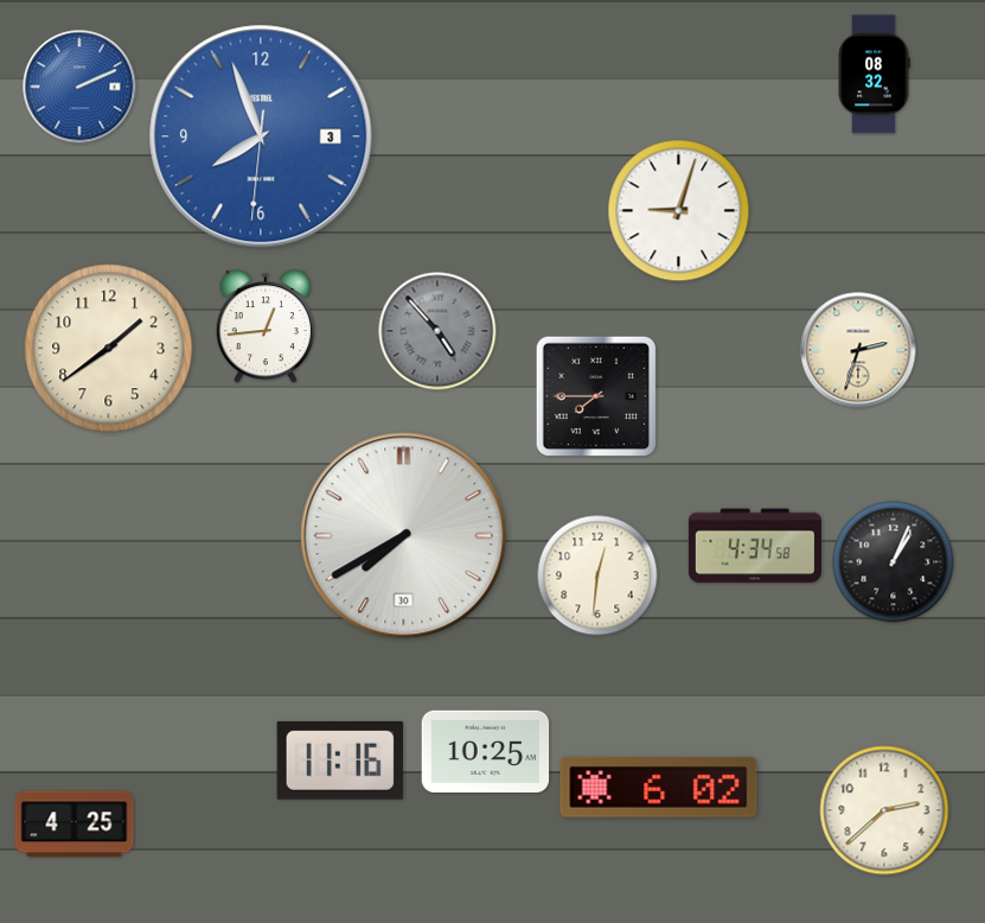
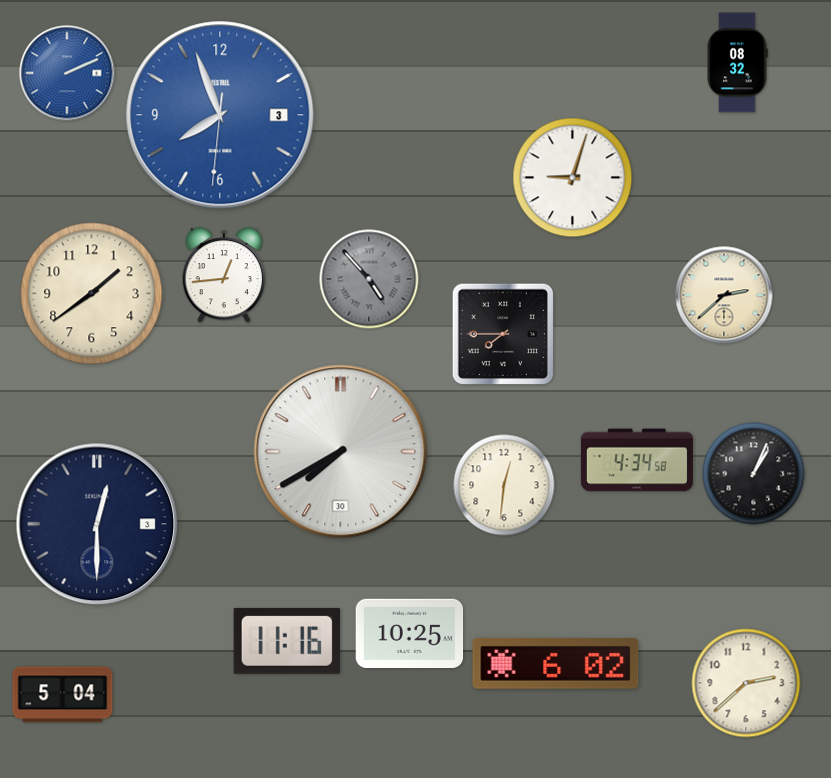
clock at (858, 350): 2:33 -> 2:38
clock at (97, 524): none -> 12:30
clock at (75, 825): 4:25 -> 5:04
